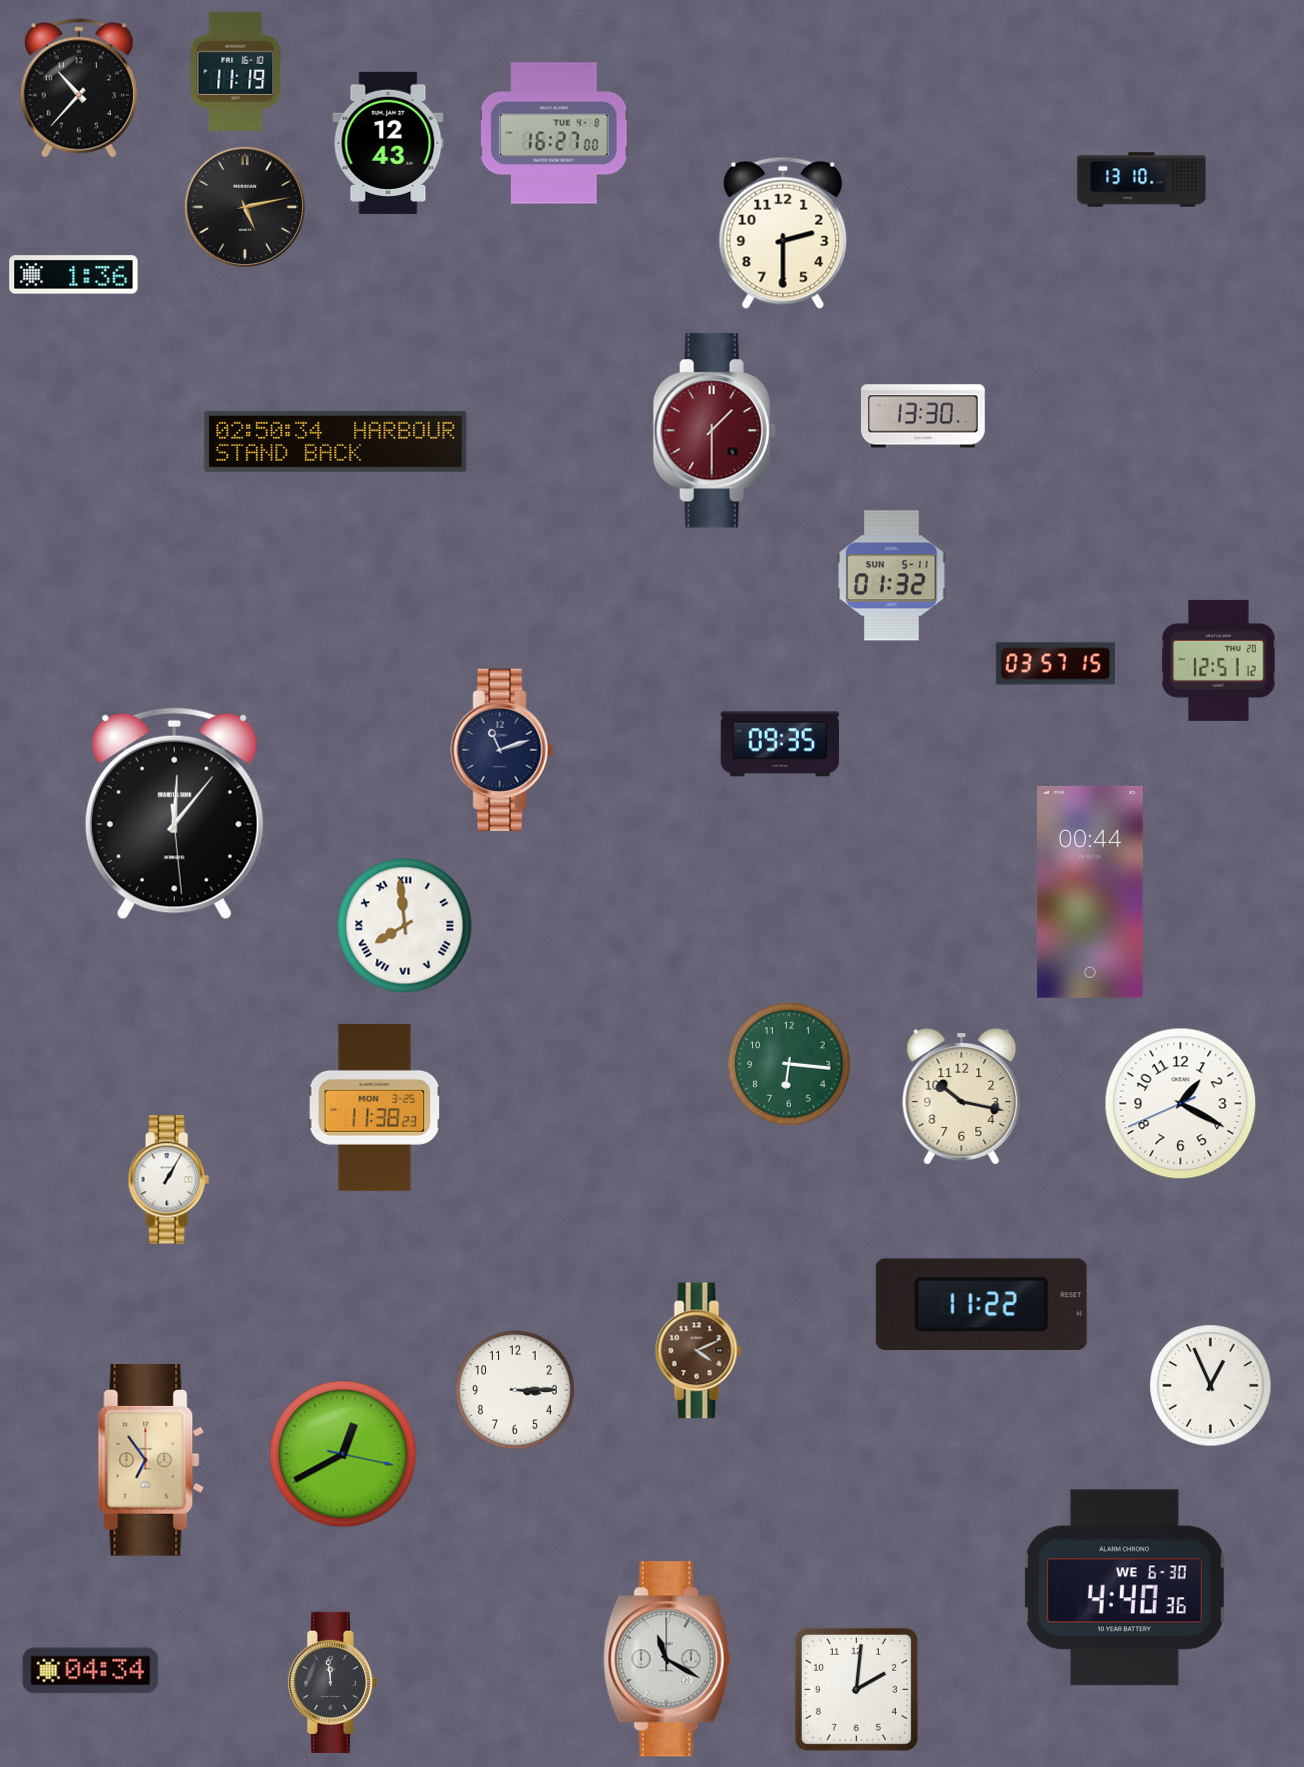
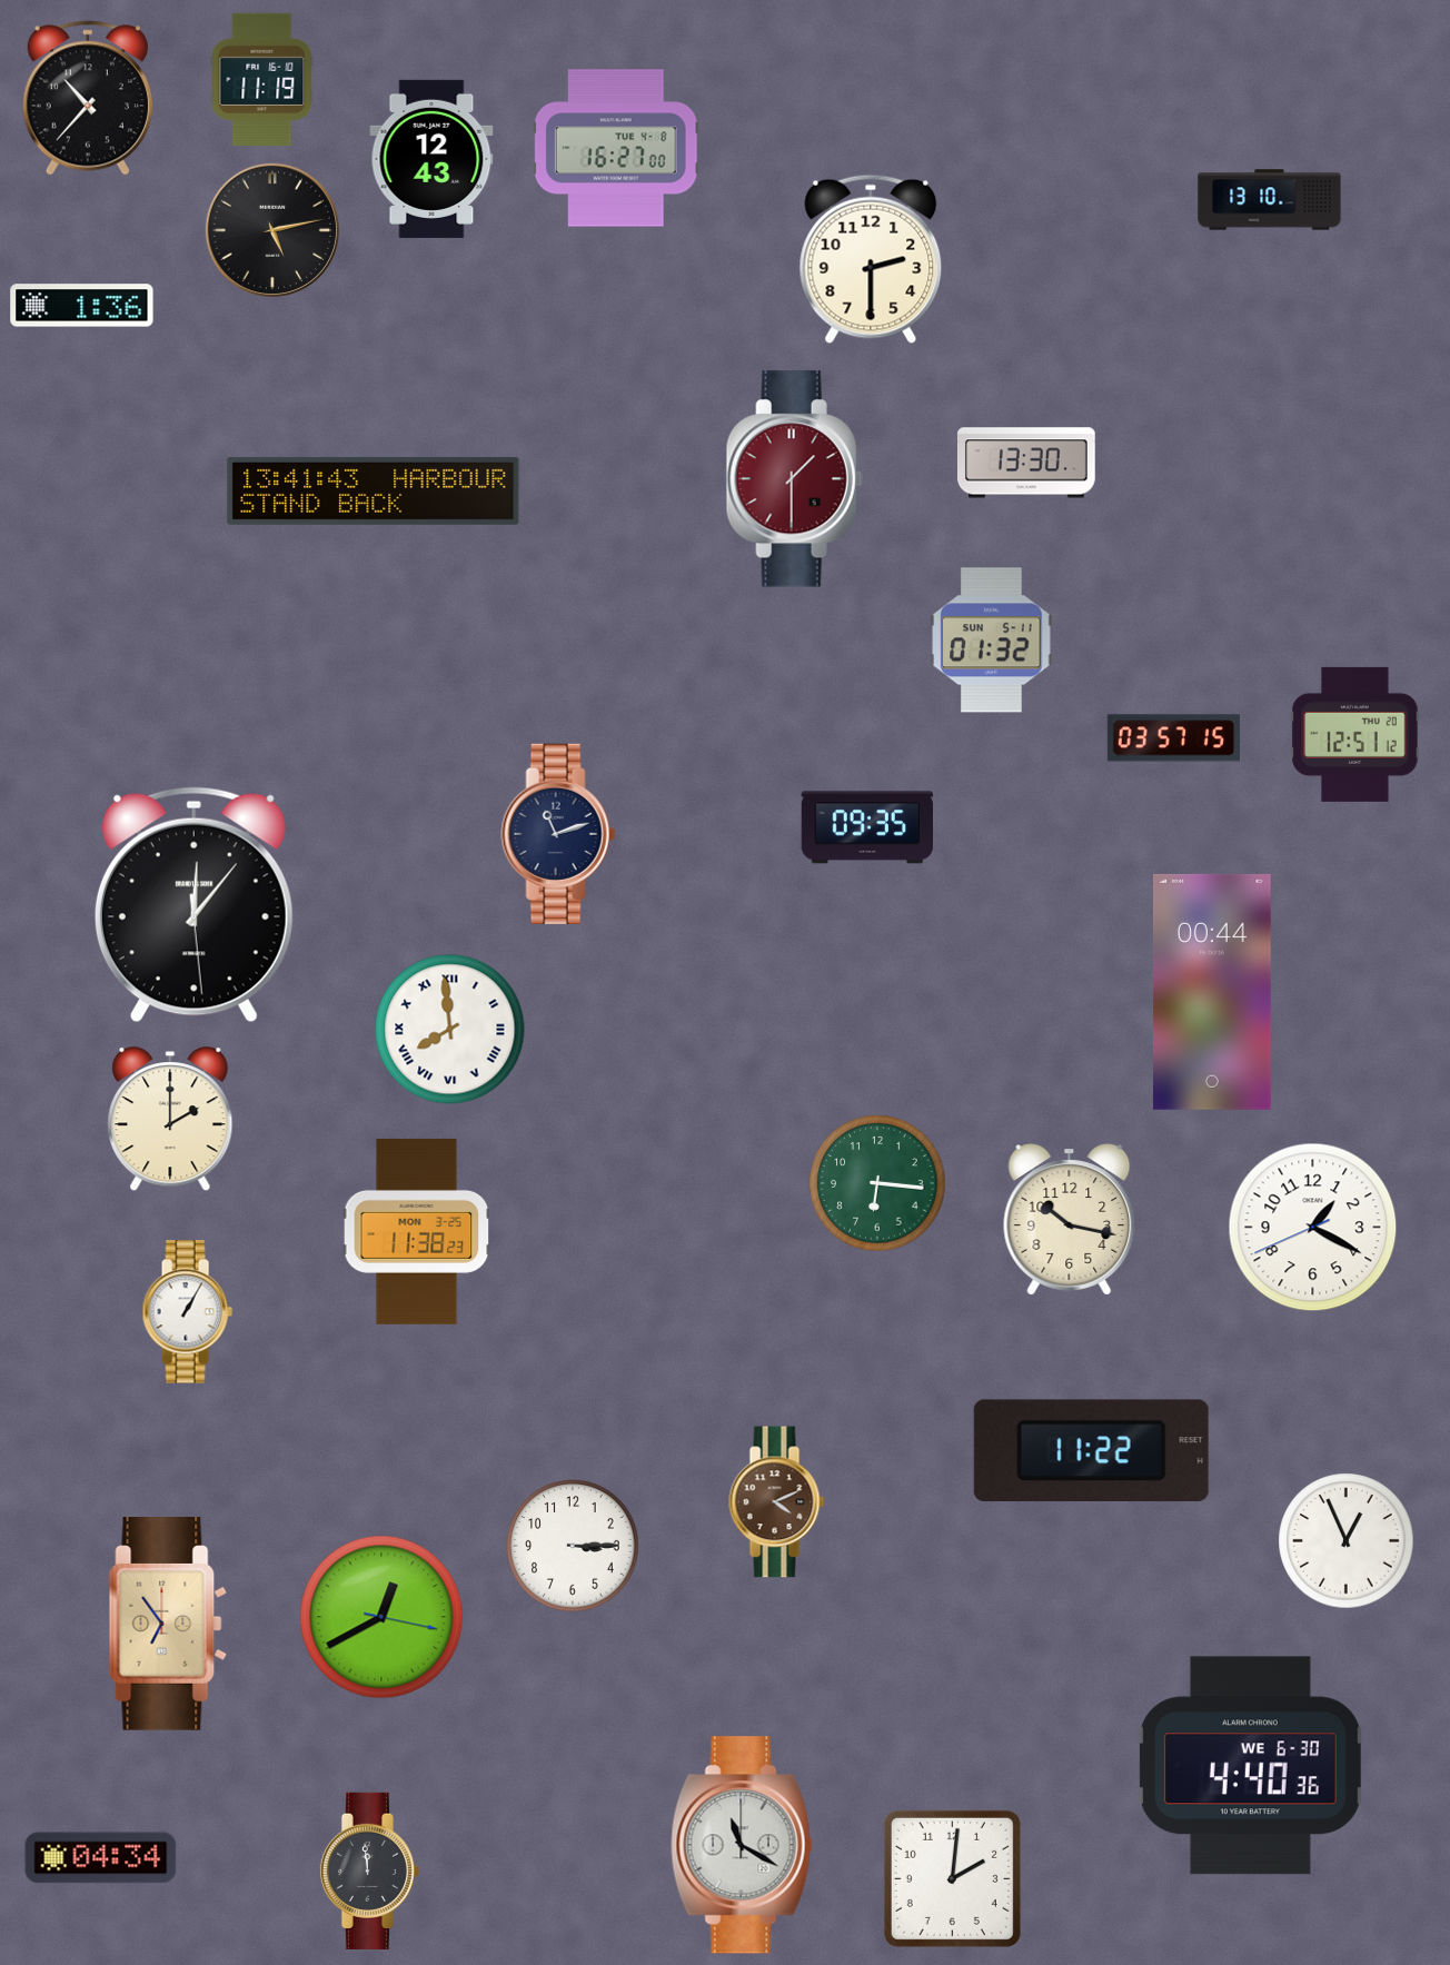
clock at (336, 441): 02:50 -> 13:41
clock at (170, 1120): none -> 2:00
